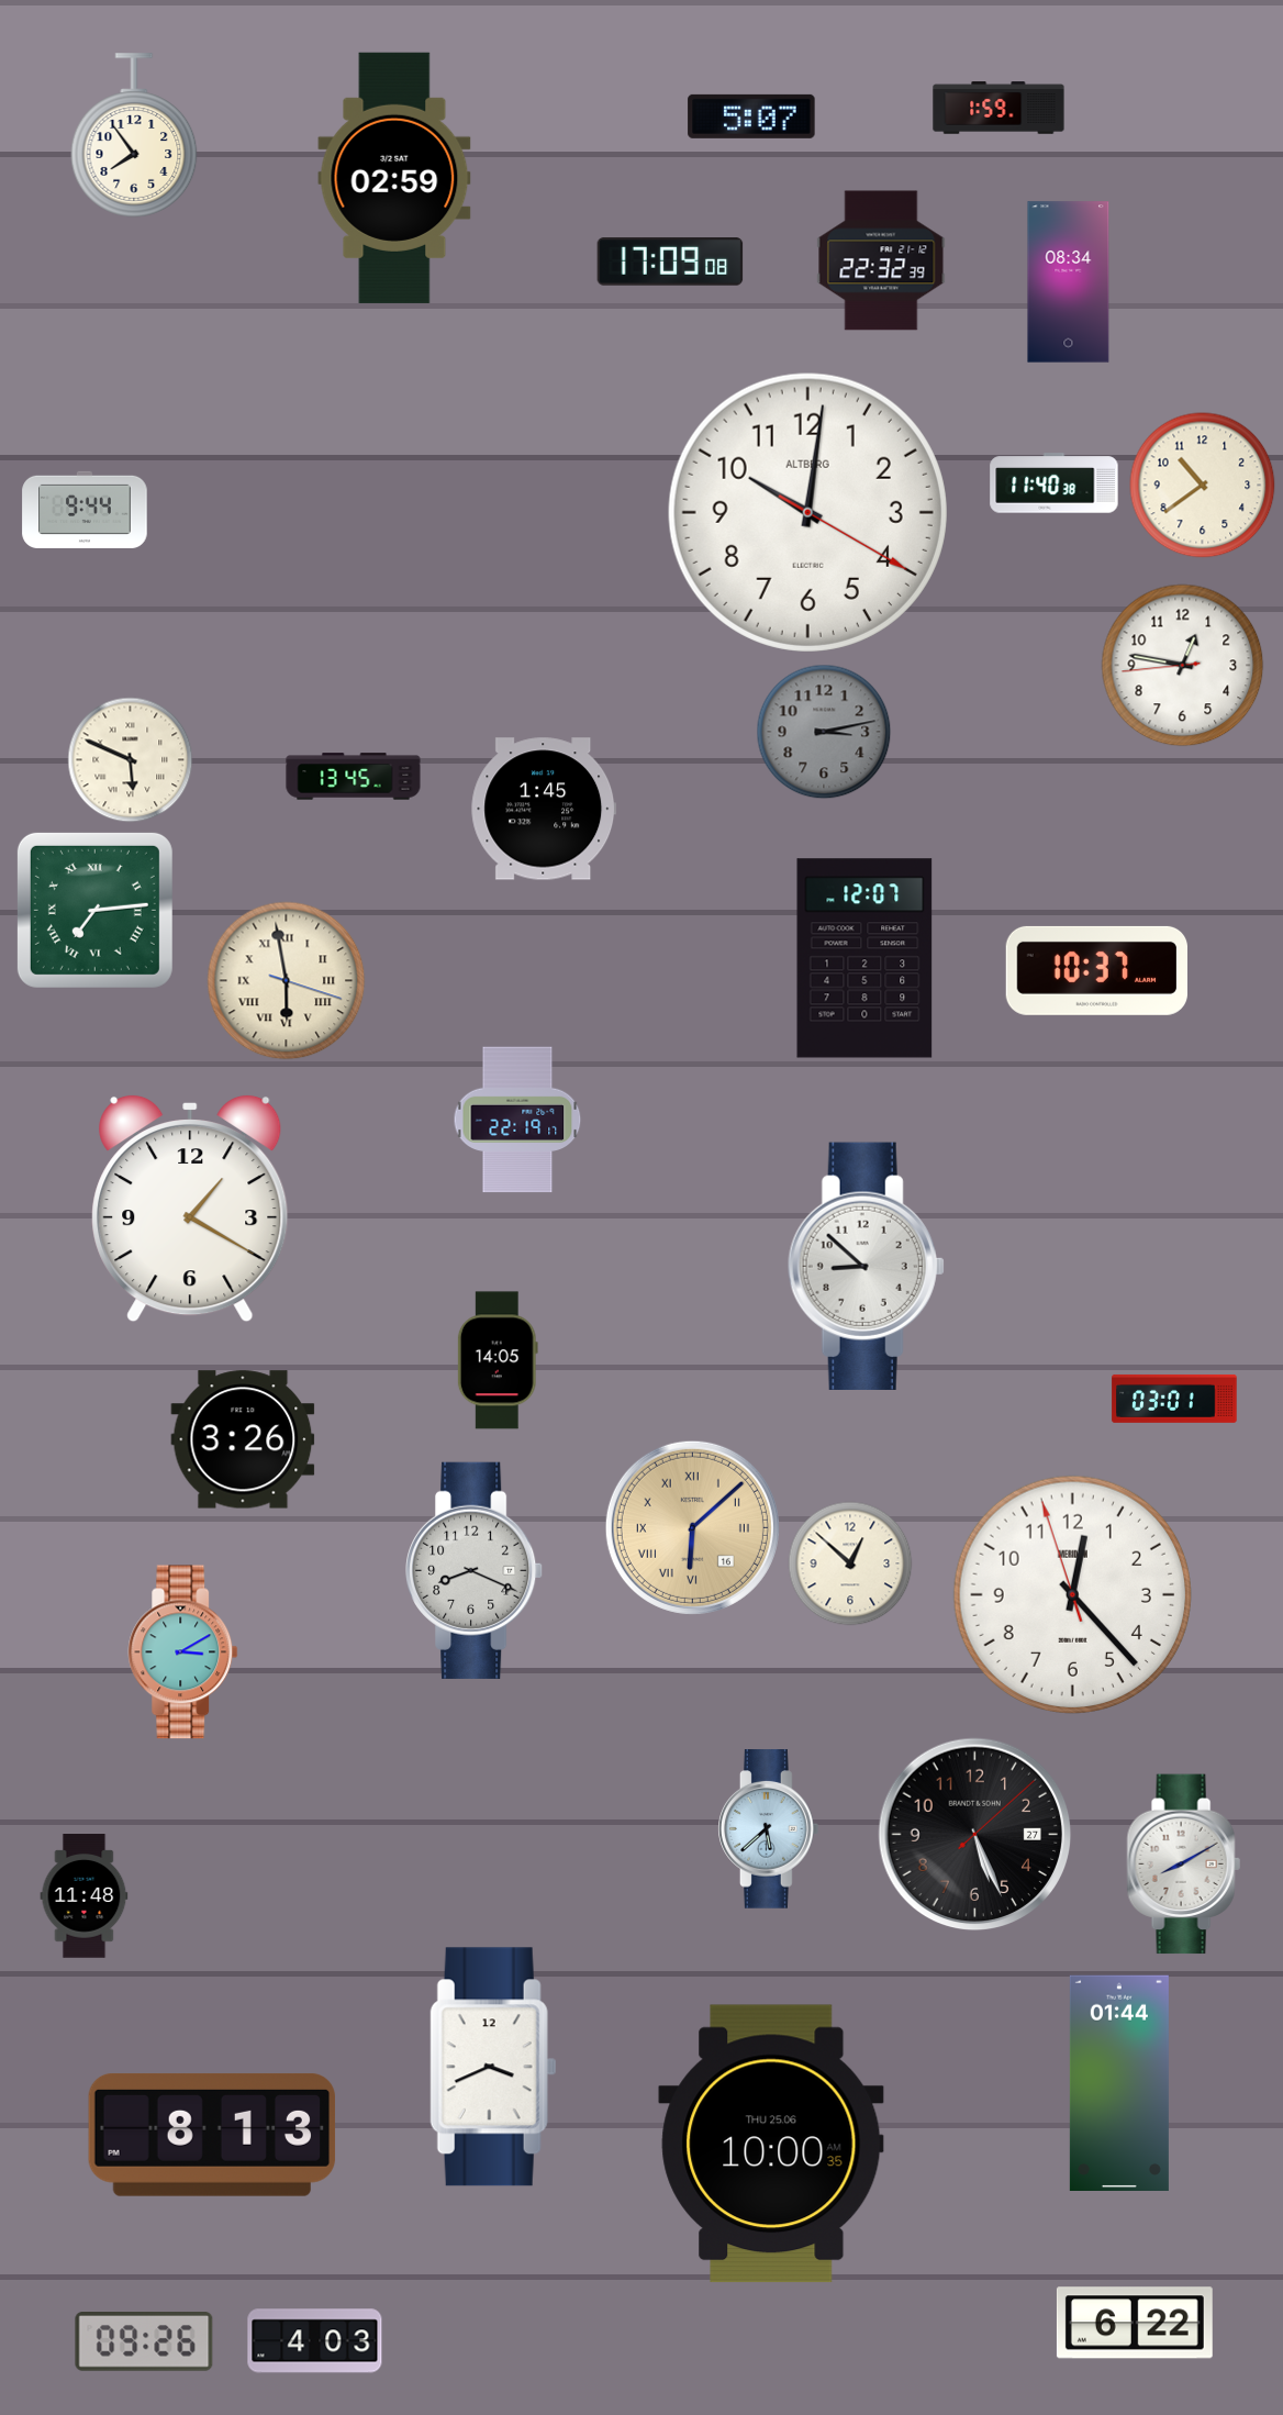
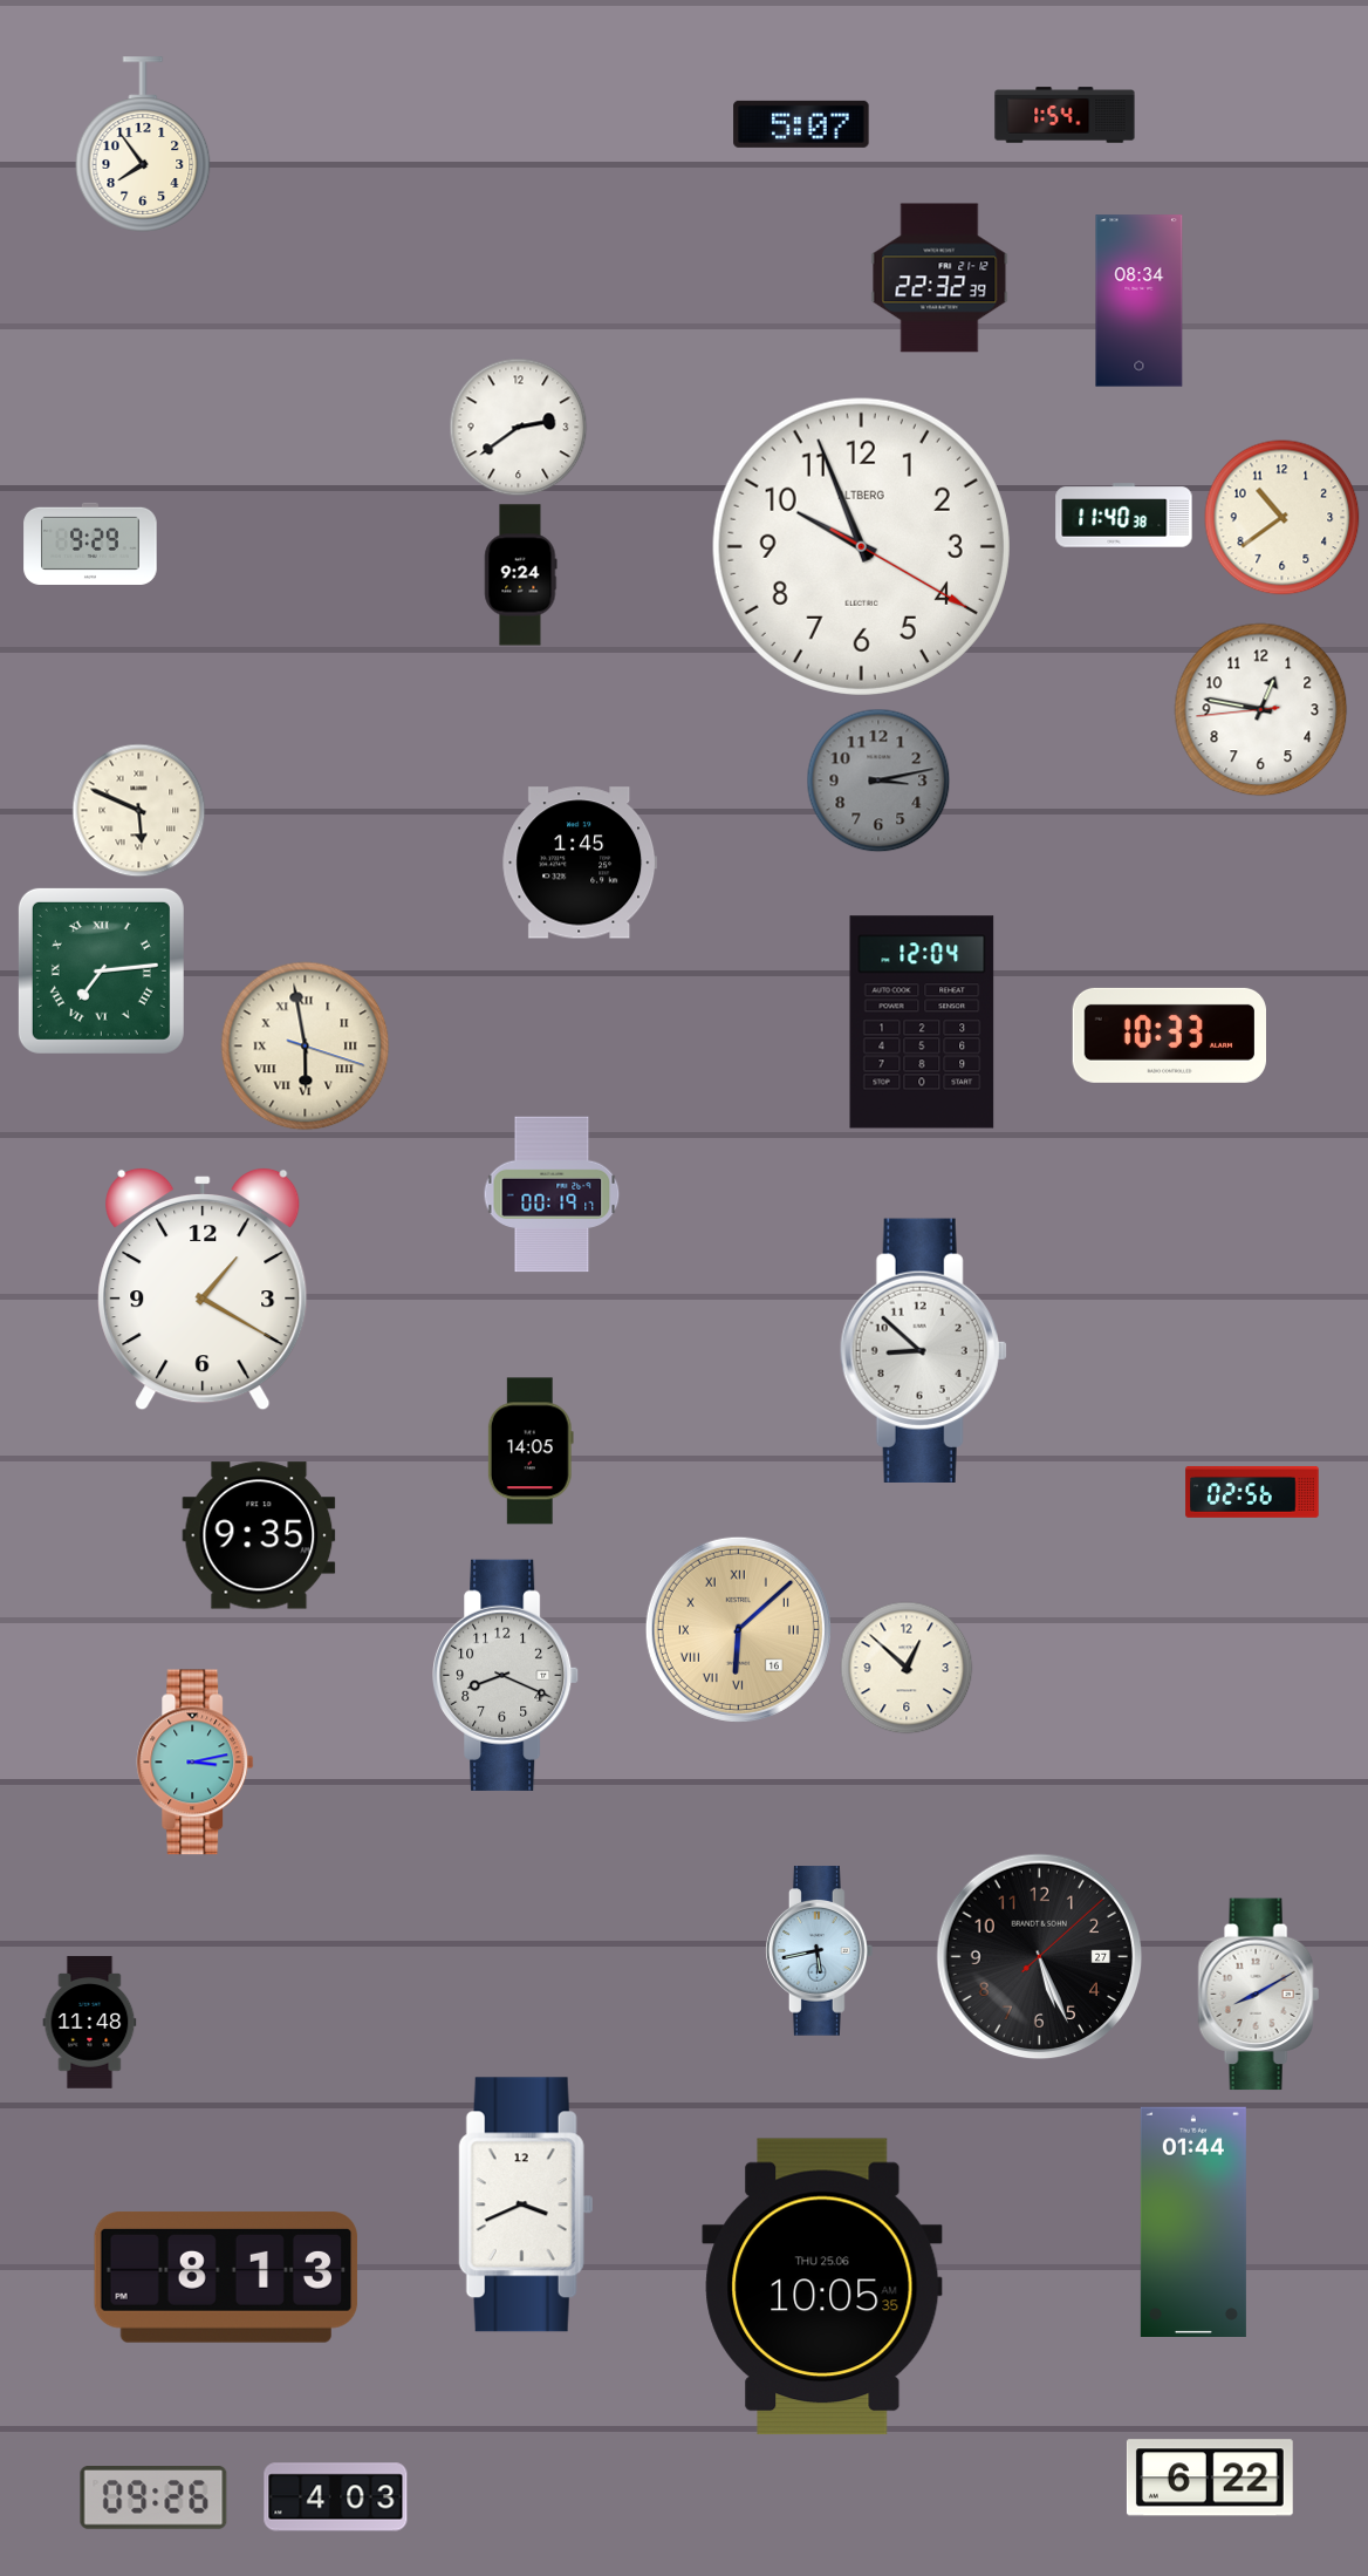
clock at (998, 108): 1:59 -> 1:54
clock at (394, 178): 02:59 -> none
clock at (670, 261): 17:09 -> none
clock at (519, 428): none -> 2:39
clock at (85, 510): 9:44 -> 9:29
clock at (807, 512): 10:01 -> 9:56
clock at (521, 575): none -> 9:24
clock at (354, 777): 13:45 -> none
clock at (864, 958): 12:07 -> 12:04
clock at (1096, 970): 10:37 -> 10:33
clock at (517, 1120): 22:19 -> 00:19
clock at (1174, 1399): 03:01 -> 02:56
clock at (243, 1439): 3:26 -> 9:35
clock at (1072, 1594): 12:22 -> none
clock at (183, 1652): 3:10 -> 3:13
clock at (769, 1829): 5:38 -> 5:43
clock at (1183, 1865) position: (1183, 1865) -> (1258, 1995)
clock at (771, 2144): 10:00 -> 10:05
